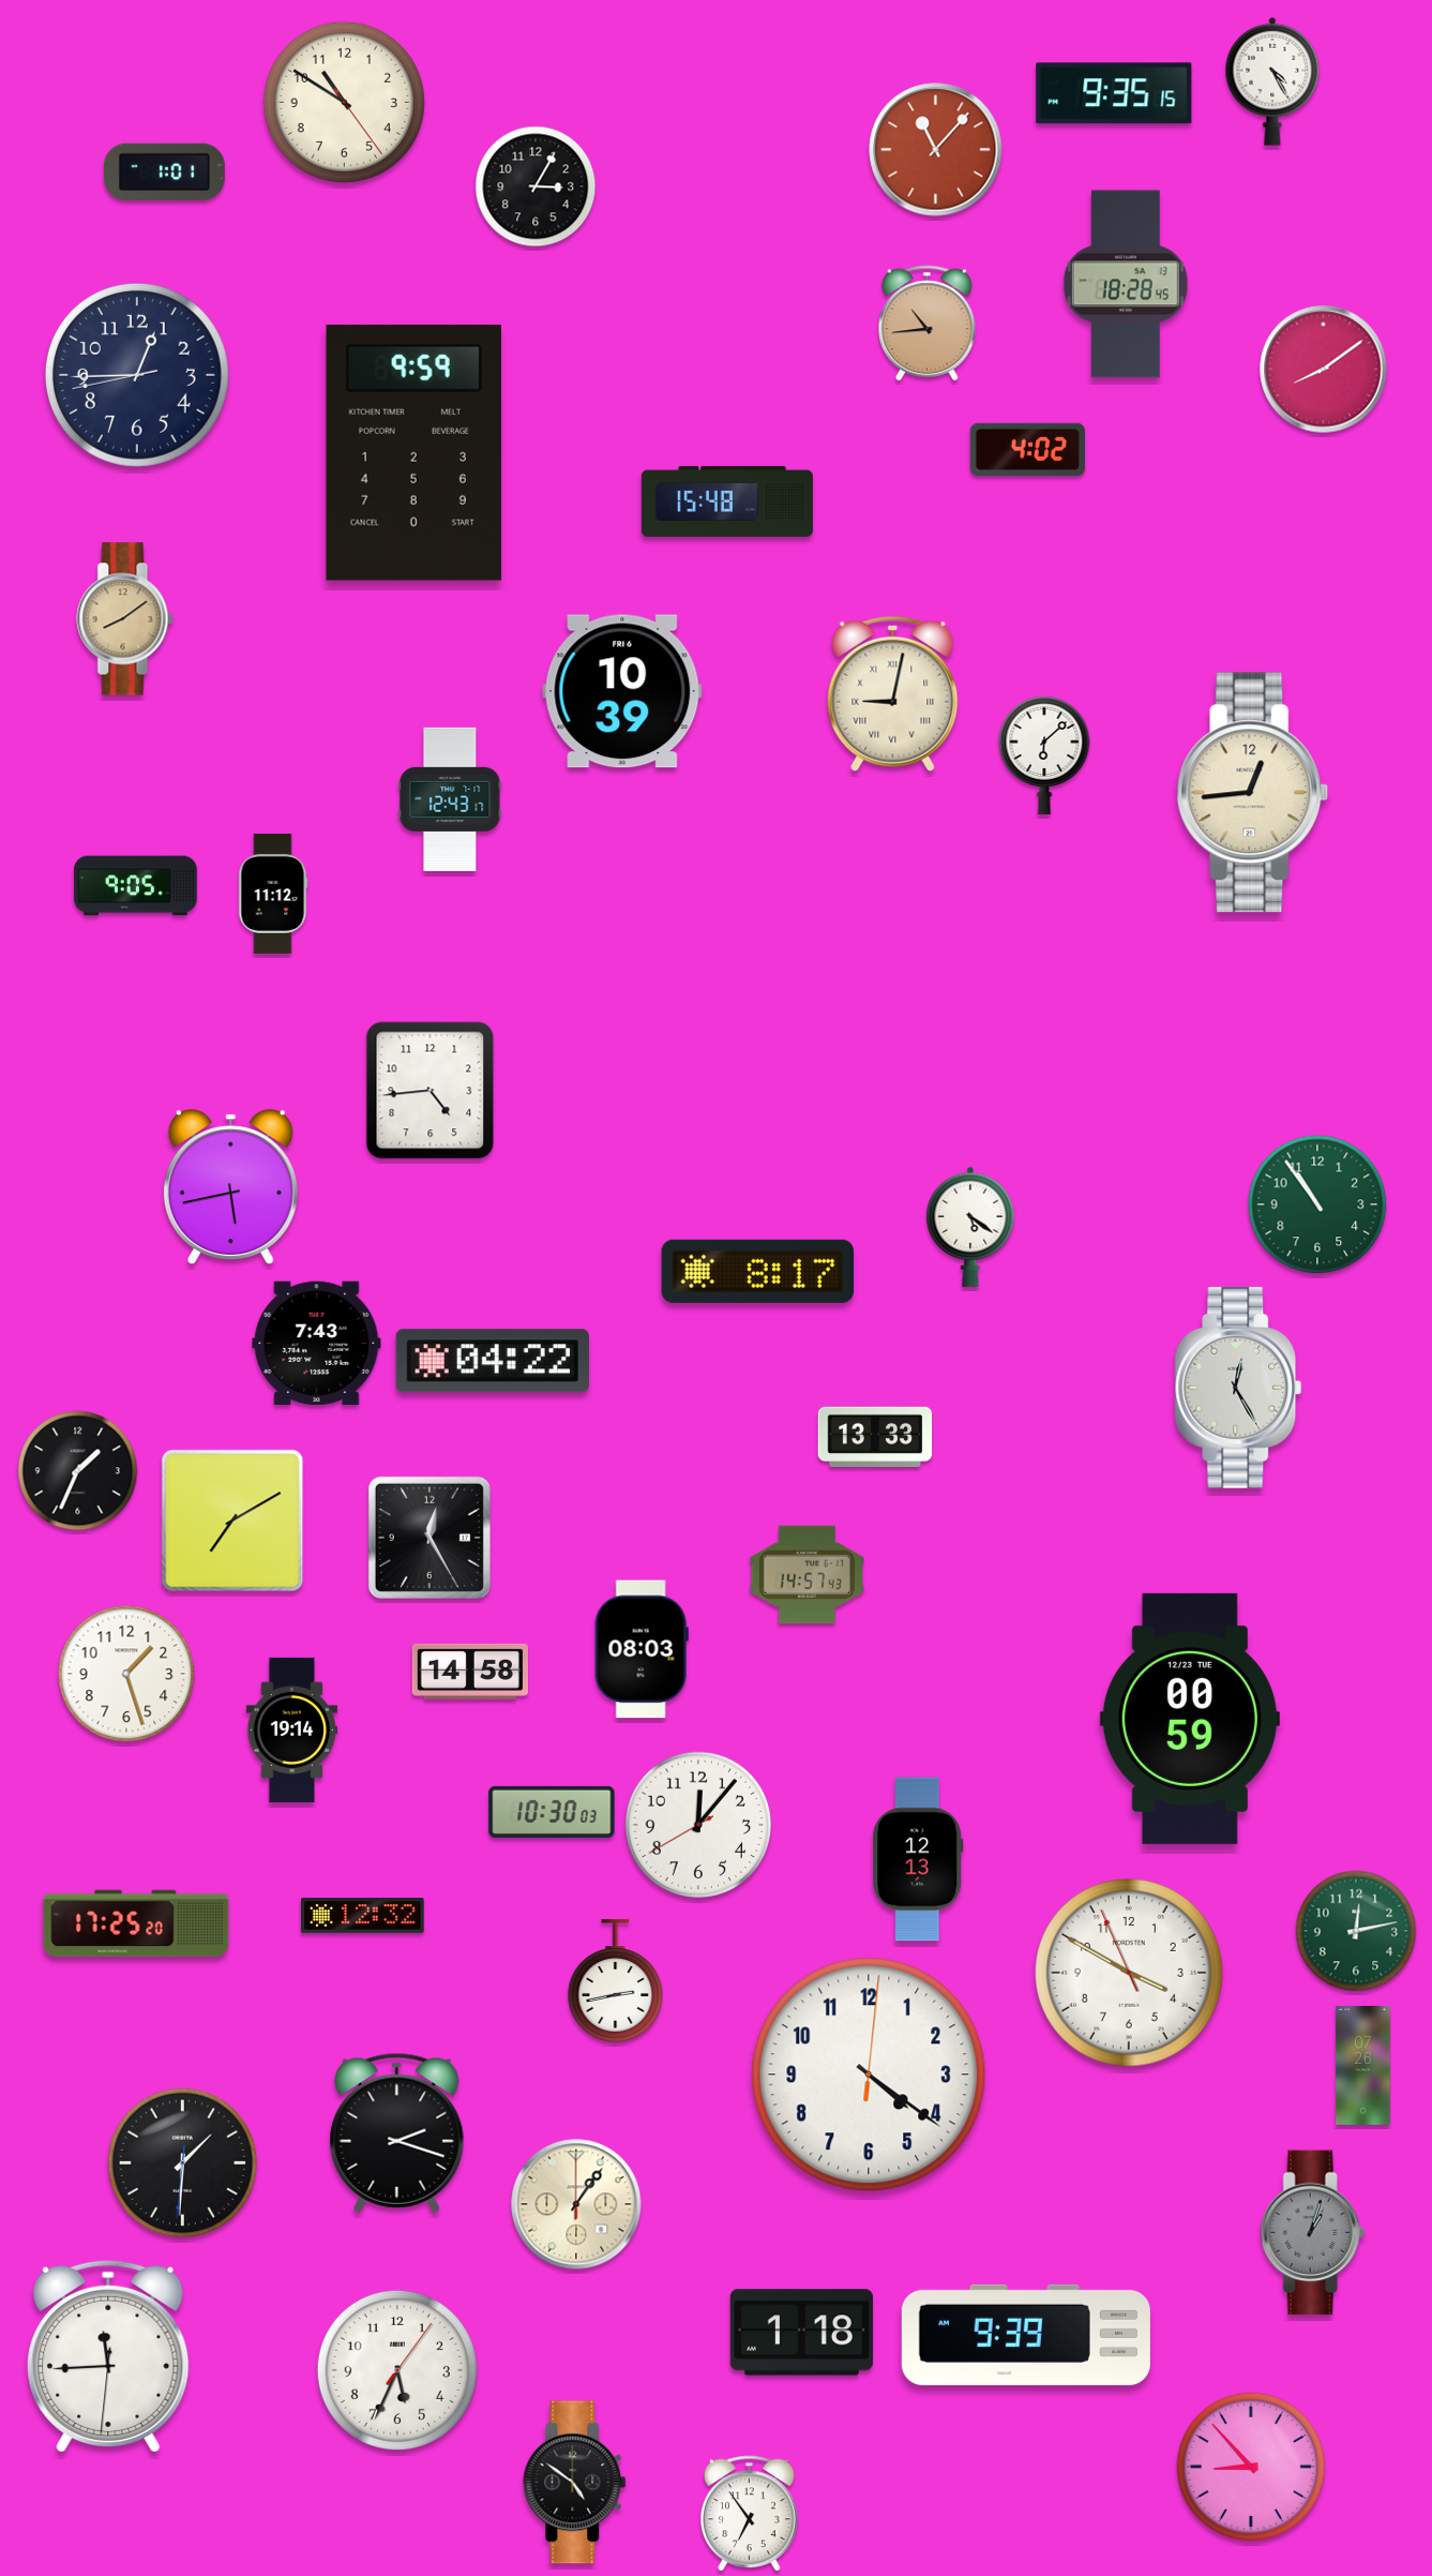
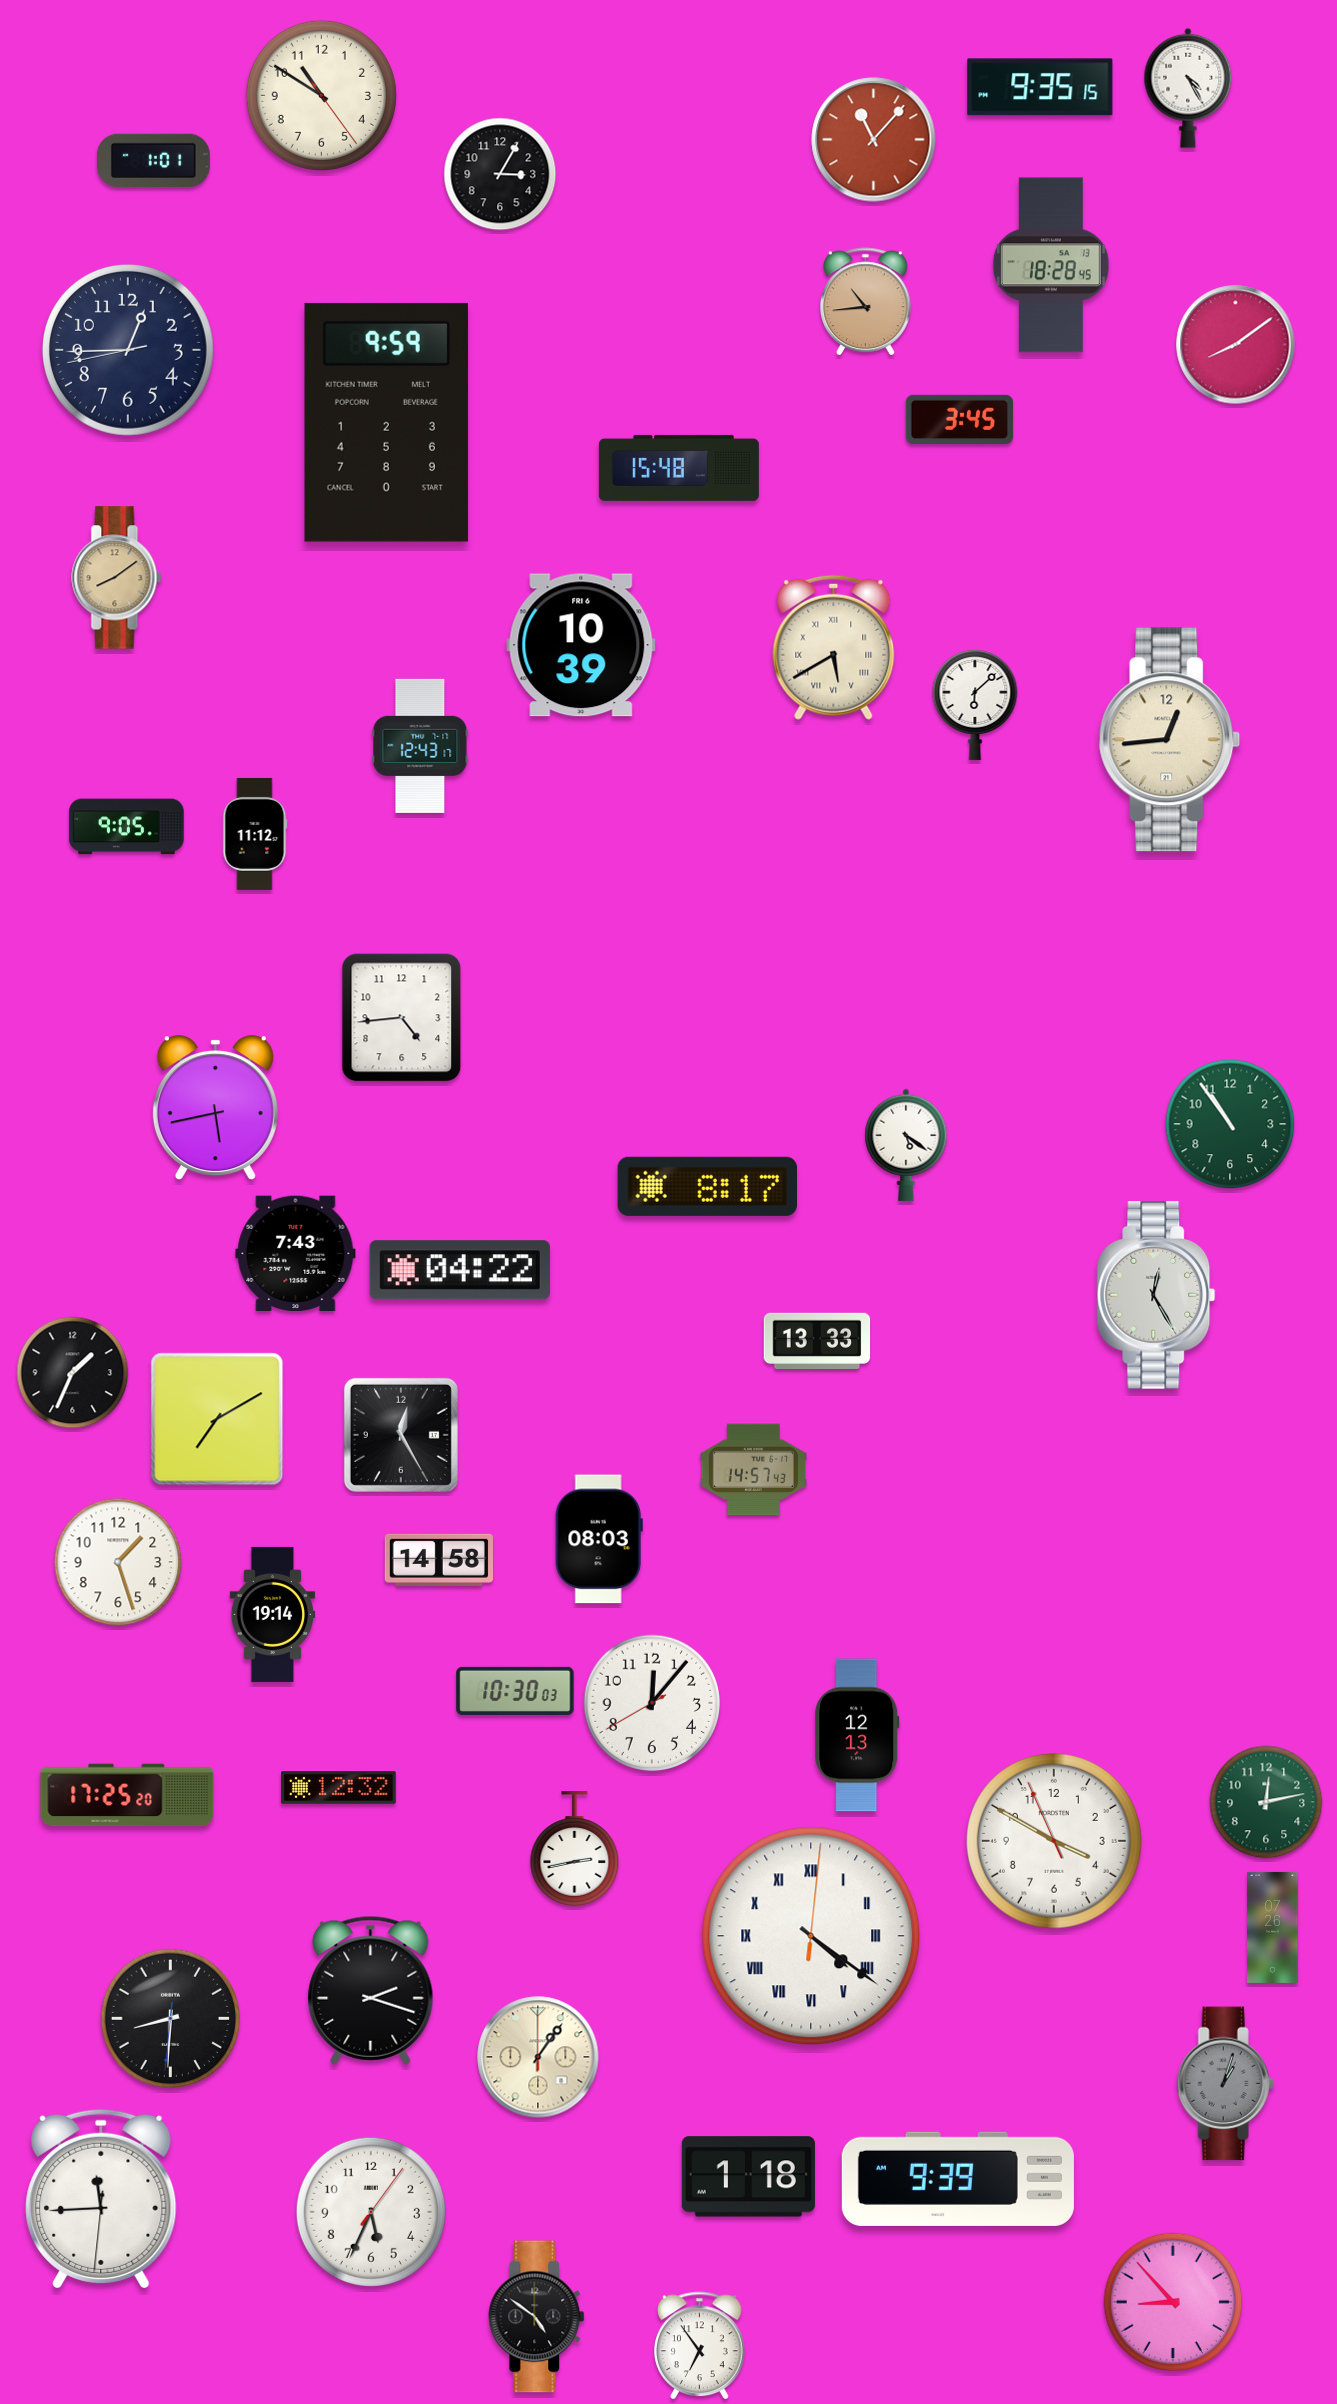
clock at (1272, 81) position: (1272, 81) -> (1188, 88)
clock at (1028, 449): 4:02 -> 3:45
clock at (893, 693): 9:02 -> 5:40
clock at (1190, 1719): 00:59 -> none
clock at (869, 2075) numerals: Arabic -> Roman
clock at (183, 2163): 1:30 -> 8:30
clock at (1251, 2467) position: (1251, 2467) -> (1173, 2302)
